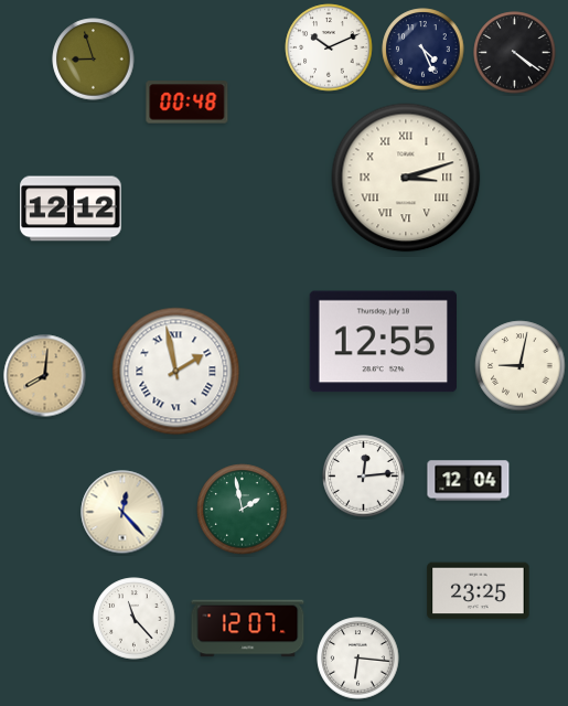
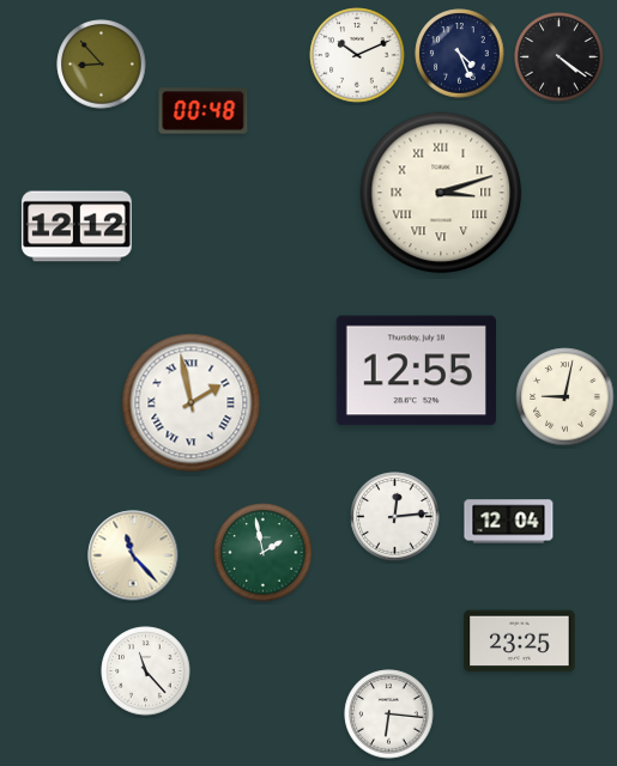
clock at (329, 47) position: (329, 47) -> (357, 55)
clock at (94, 60): 8:57 -> 8:53
clock at (45, 376): 8:01 -> none
clock at (122, 512): 12:23 -> 11:23
clock at (248, 629): 12:07 -> none
